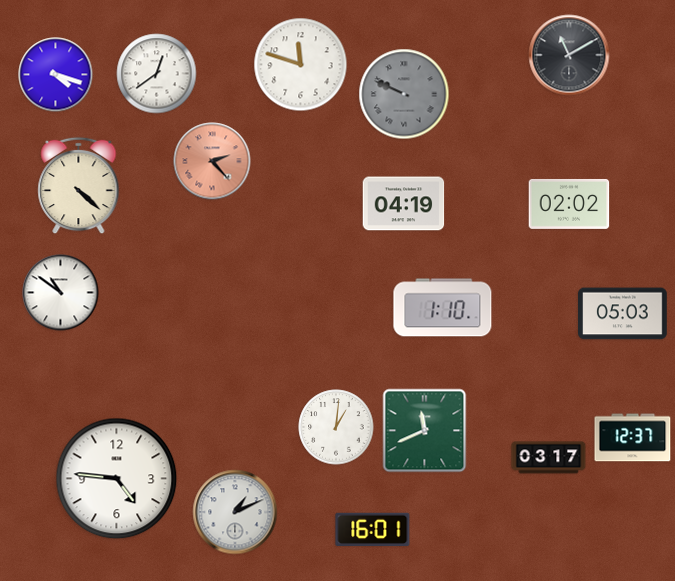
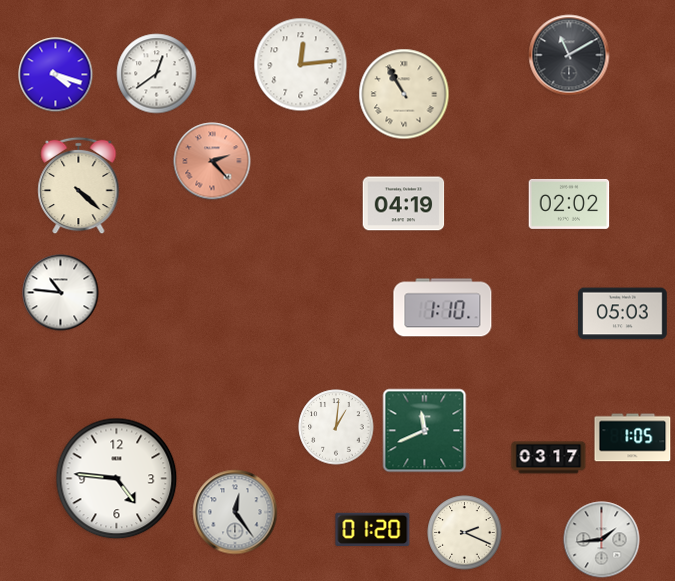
clock at (301, 65): 11:48 -> 12:14
clock at (404, 94): 9:49 -> 10:55
clock at (404, 94) dial: grey -> cream
clock at (61, 293): 10:51 -> 10:46
clock at (633, 438): 12:37 -> 1:05
clock at (235, 512): 1:11 -> 12:24
clock at (373, 529): 16:01 -> 01:20
clock at (465, 533): none -> 2:19
clock at (602, 540): none -> 1:44
